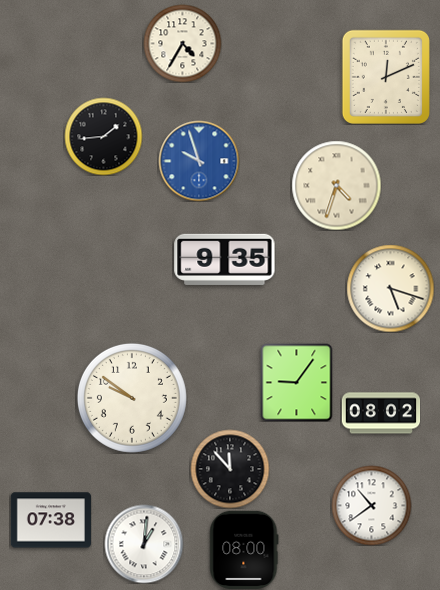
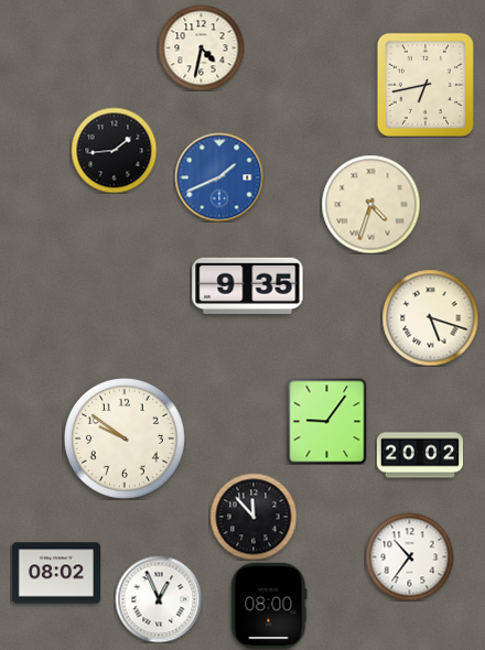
clock at (182, 43): 4:35 -> 4:32
clock at (386, 77): 12:11 -> 6:43
clock at (199, 161): 9:57 -> 1:41
clock at (132, 398) position: (132, 398) -> (125, 438)
clock at (381, 413): 08:02 -> 20:02
clock at (371, 505): 10:39 -> 10:36
clock at (50, 520): 07:38 -> 08:02
clock at (144, 544): 1:01 -> 12:56
